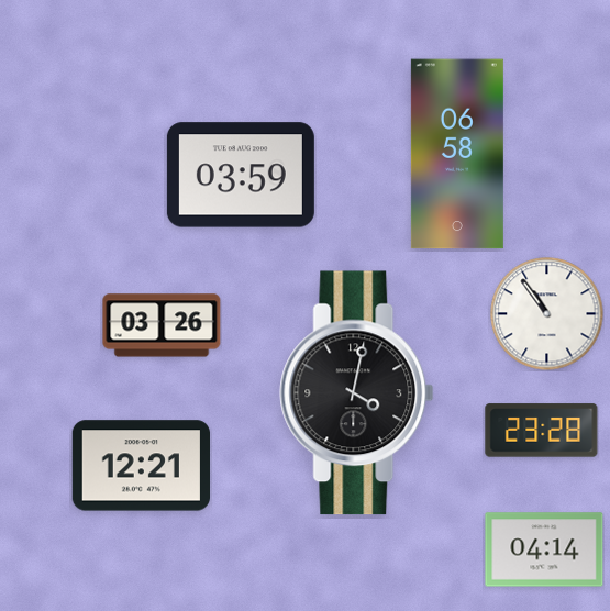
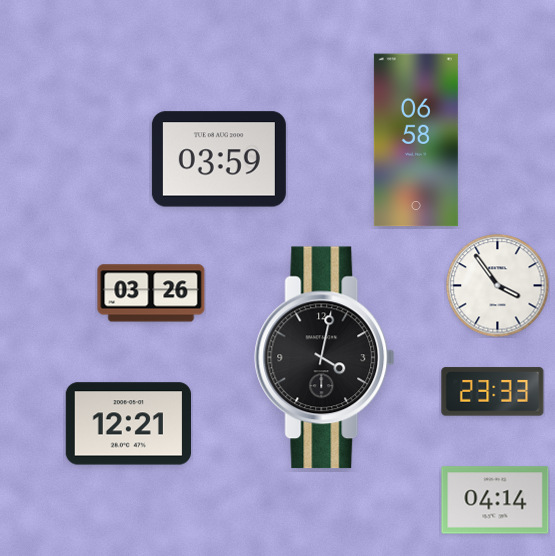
clock at (547, 314): 10:54 -> 3:54
clock at (162, 325) position: (162, 325) -> (151, 293)
clock at (542, 431): 23:28 -> 23:33
